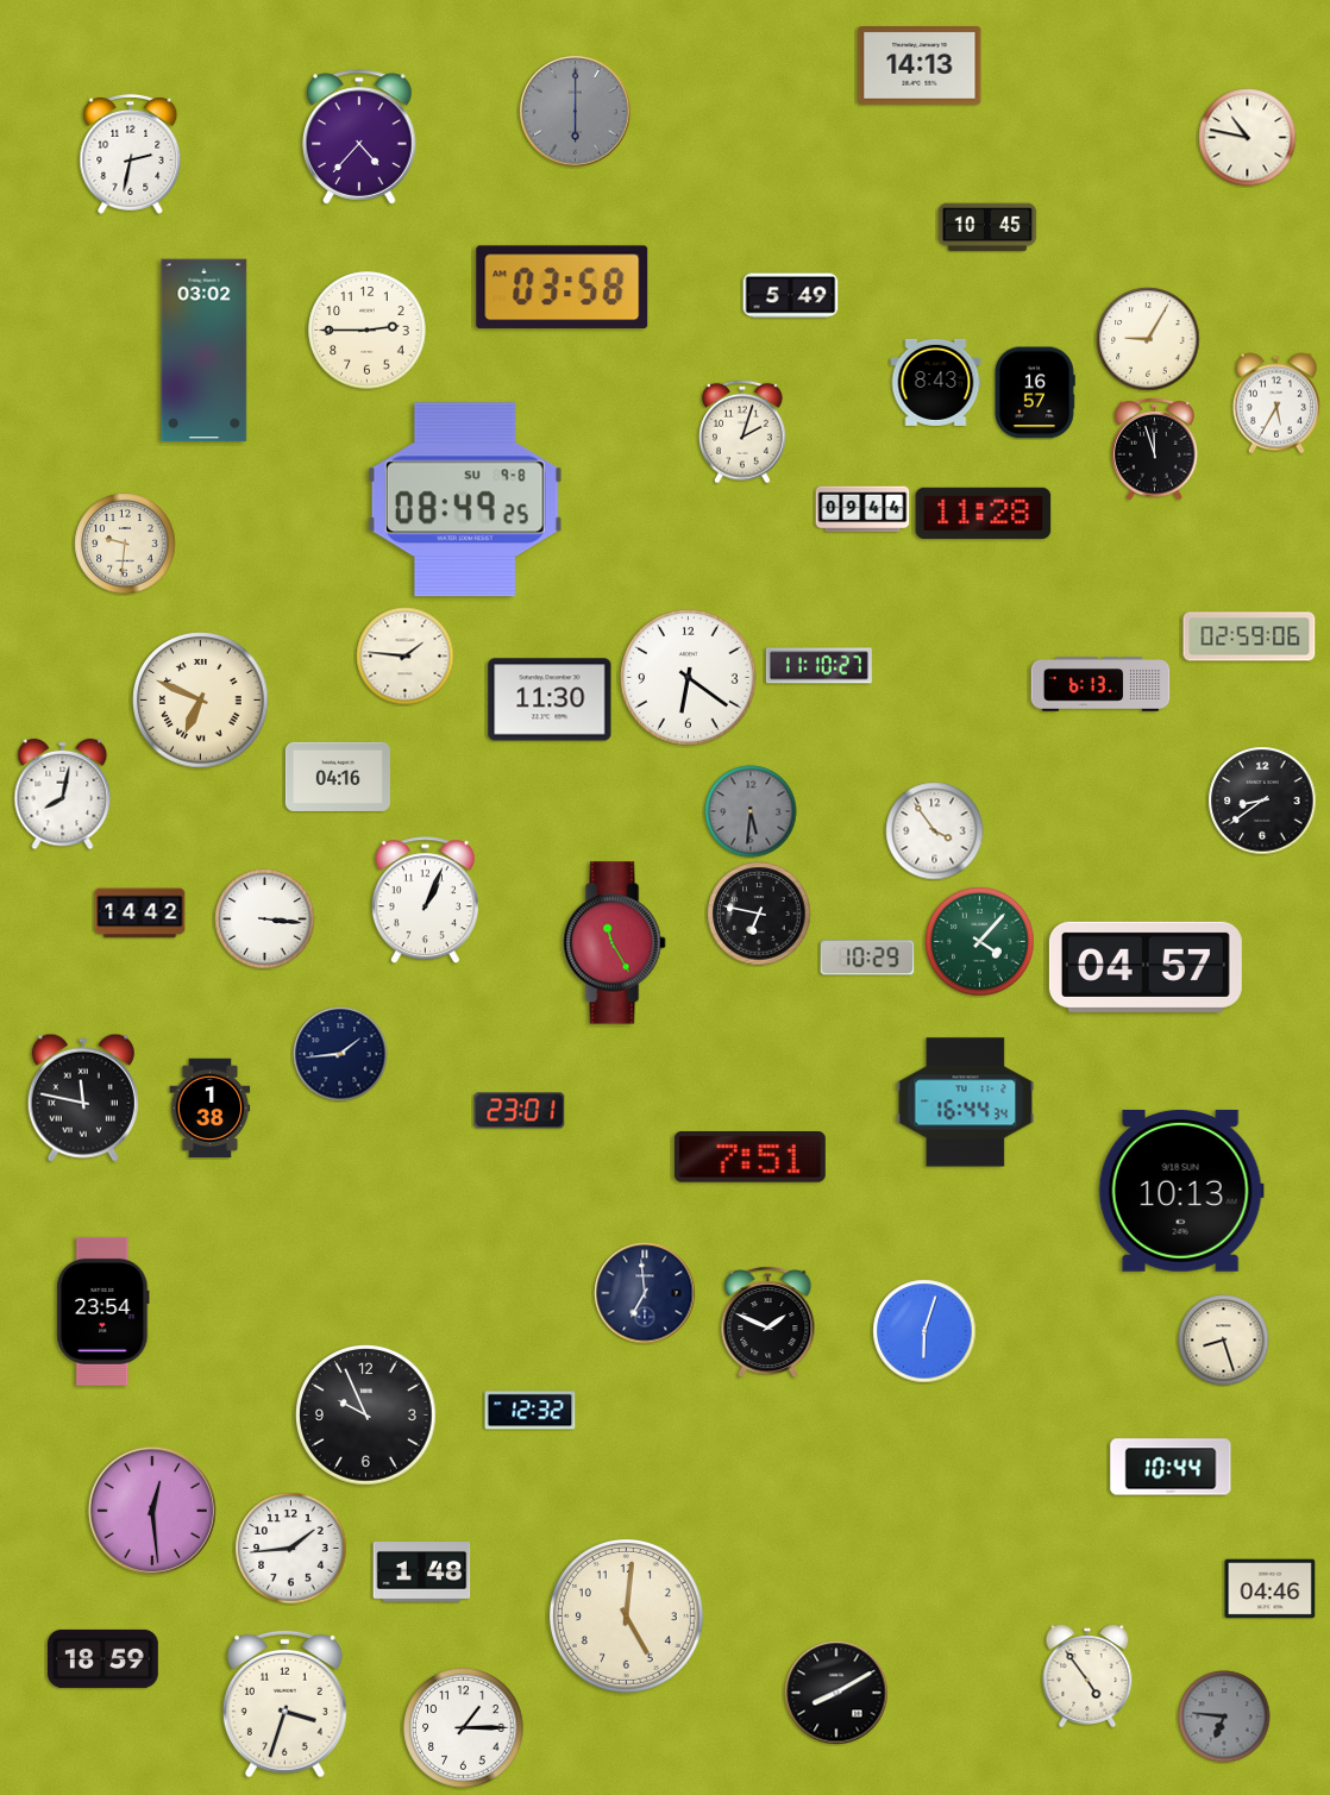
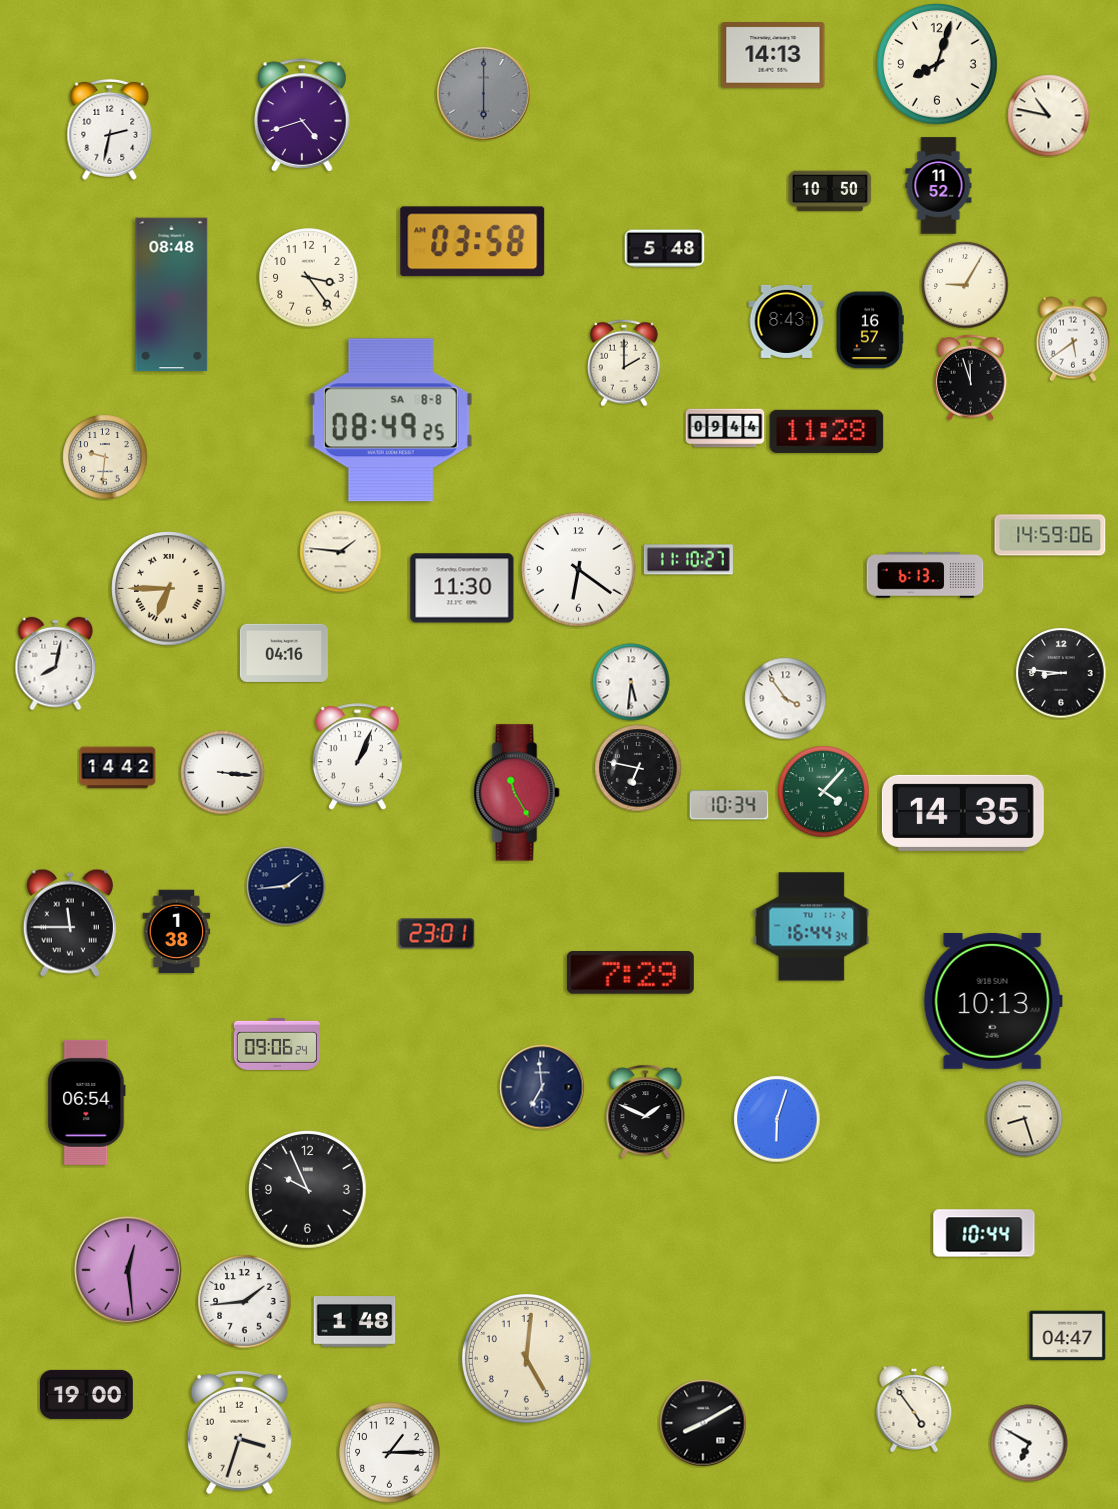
clock at (938, 65): none -> 8:03
clock at (359, 137): 4:37 -> 4:42
clock at (939, 186): none -> 11:52
clock at (987, 227): 10:45 -> 10:50
clock at (791, 296): 5:49 -> 5:48
clock at (368, 331): 2:45 -> 3:24
clock at (205, 351): 03:02 -> 08:48
clock at (1275, 403): 5:35 -> 5:39
clock at (742, 432): 2:03 -> 2:00
clock at (465, 500) date: SU 9-8 -> SA 8-8
clock at (1249, 636): 02:59 -> 14:59
clock at (201, 701): 6:49 -> 6:45
clock at (63, 795) position: (63, 795) -> (56, 664)
clock at (1262, 801): 8:39 -> 8:46
clock at (751, 811) dial: grey -> white
clock at (867, 958): 10:29 -> 10:34
clock at (1146, 967): 04:57 -> 14:35
clock at (83, 1098): 11:47 -> 11:45
clock at (749, 1157): 7:51 -> 7:29
clock at (276, 1044): none -> 09:06
clock at (103, 1311): 23:54 -> 06:54
clock at (1224, 1341) position: (1224, 1341) -> (1025, 1119)
clock at (531, 1411): 12:32 -> none
clock at (1271, 1589): 04:46 -> 04:47
clock at (103, 1658): 18:59 -> 19:00
clock at (1224, 1716): 6:46 -> 6:50
clock at (1224, 1716) dial: grey -> white
